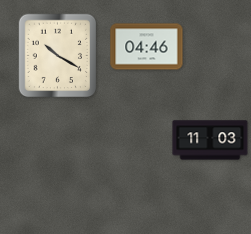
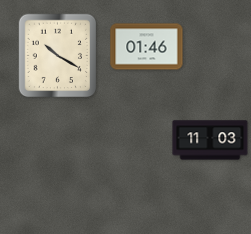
clock at (147, 47): 04:46 -> 01:46
